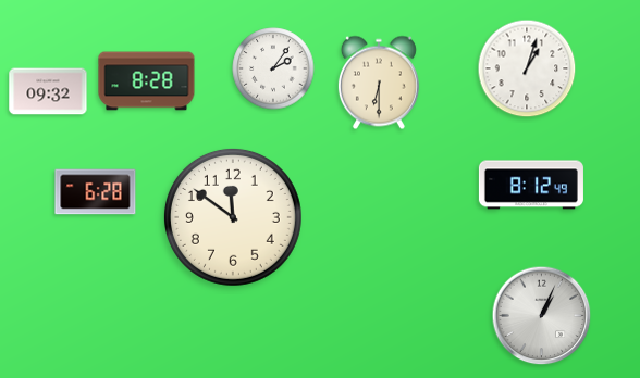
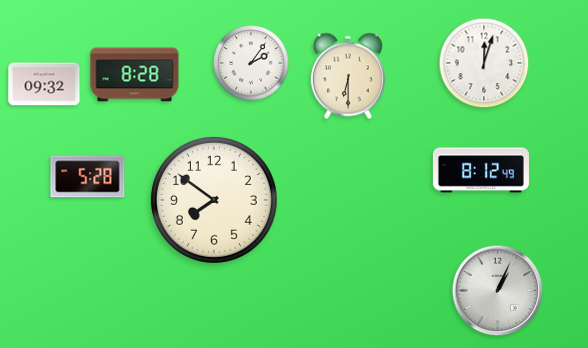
clock at (527, 68): 1:03 -> 12:03
clock at (531, 185) position: (531, 185) -> (481, 170)
clock at (96, 192): 6:28 -> 5:28
clock at (233, 217): 11:51 -> 7:51
